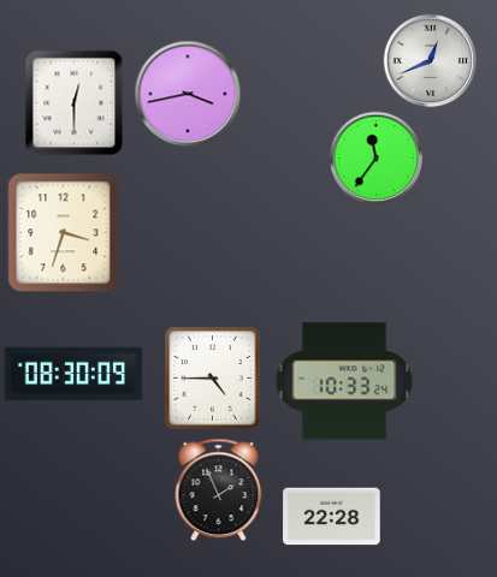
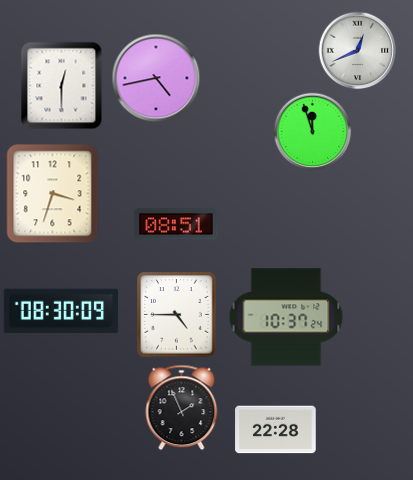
clock at (188, 94): 3:43 -> 4:43
clock at (375, 157): 11:36 -> 11:57
clock at (176, 224): none -> 08:51
clock at (344, 381): 10:33 -> 10:37
